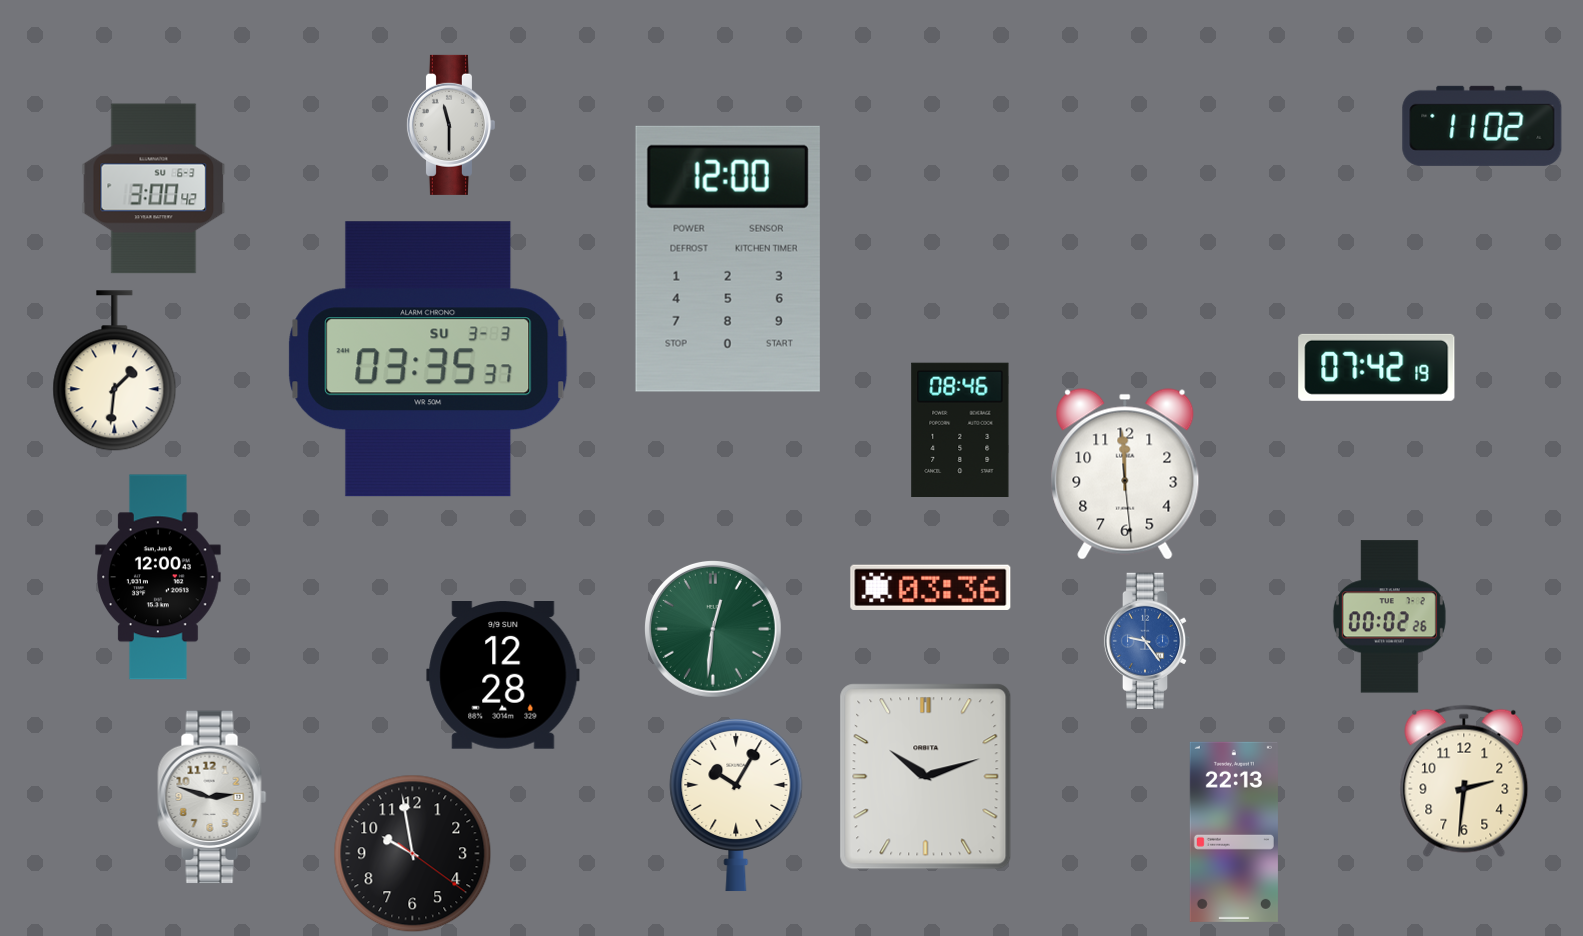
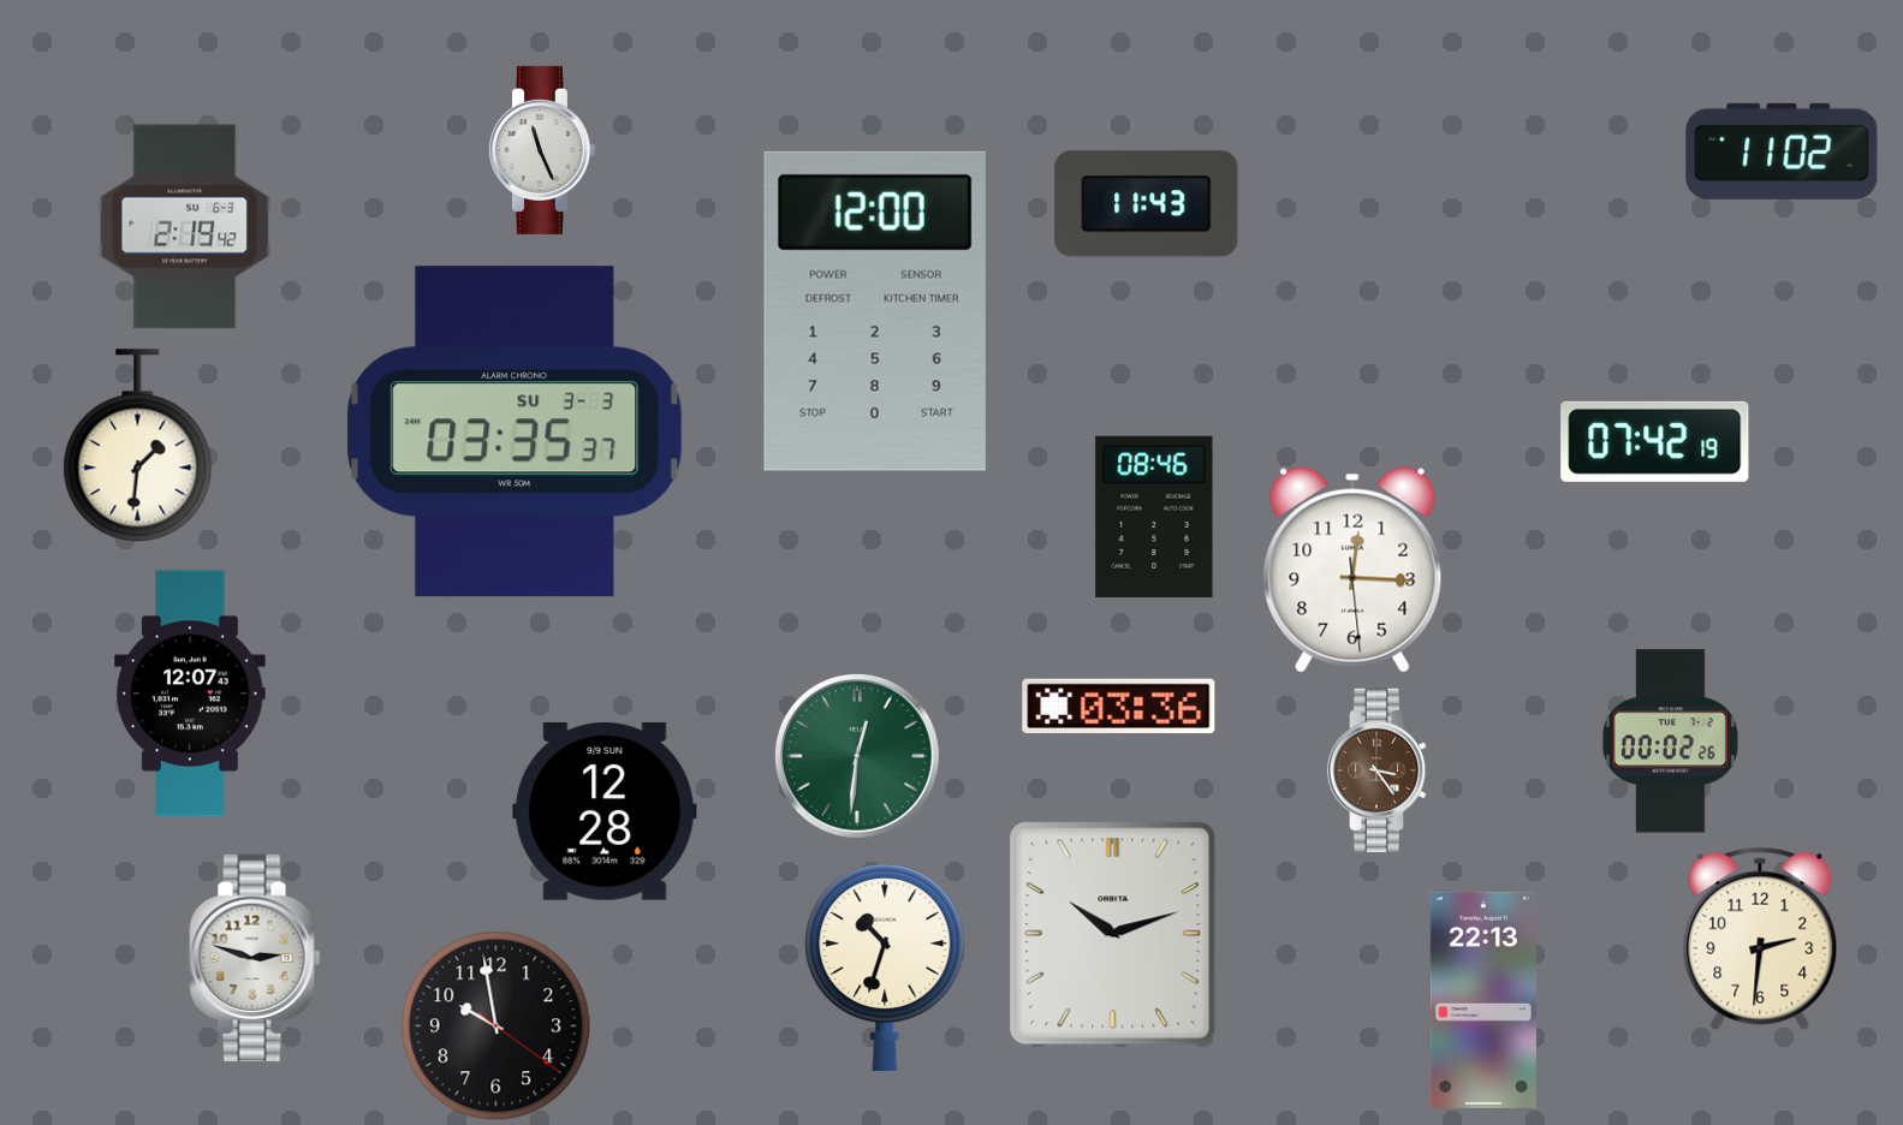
clock at (450, 125): 11:30 -> 11:26
clock at (1147, 204): none -> 11:43
clock at (154, 189): 3:00 -> 2:19
clock at (1125, 474): 11:59 -> 12:15
clock at (158, 577): 12:00 -> 12:07
clock at (1147, 641): 9:24 -> 3:24
clock at (1147, 641) dial: blue -> brown
clock at (736, 805): 10:05 -> 10:33
